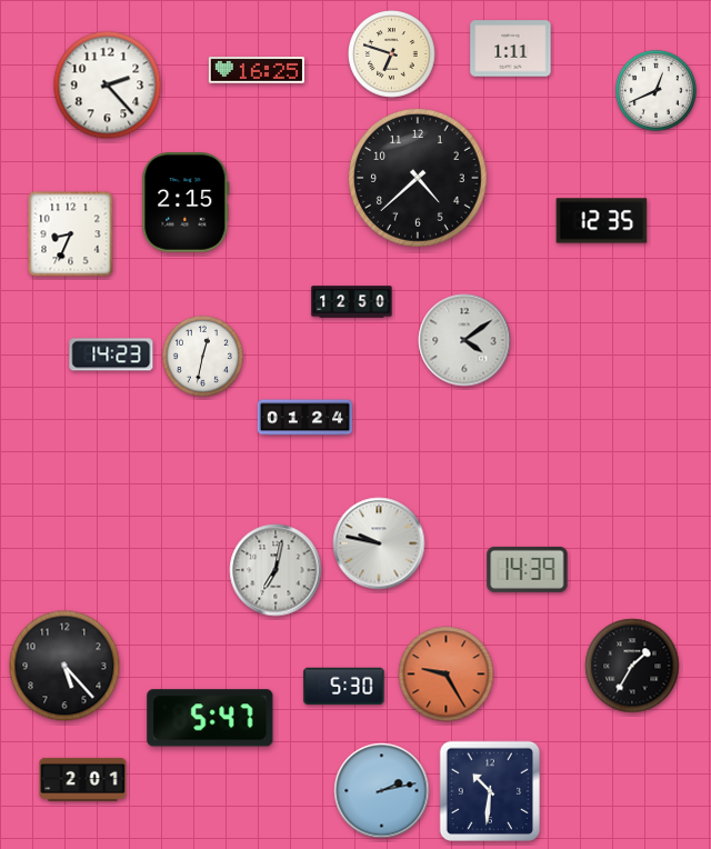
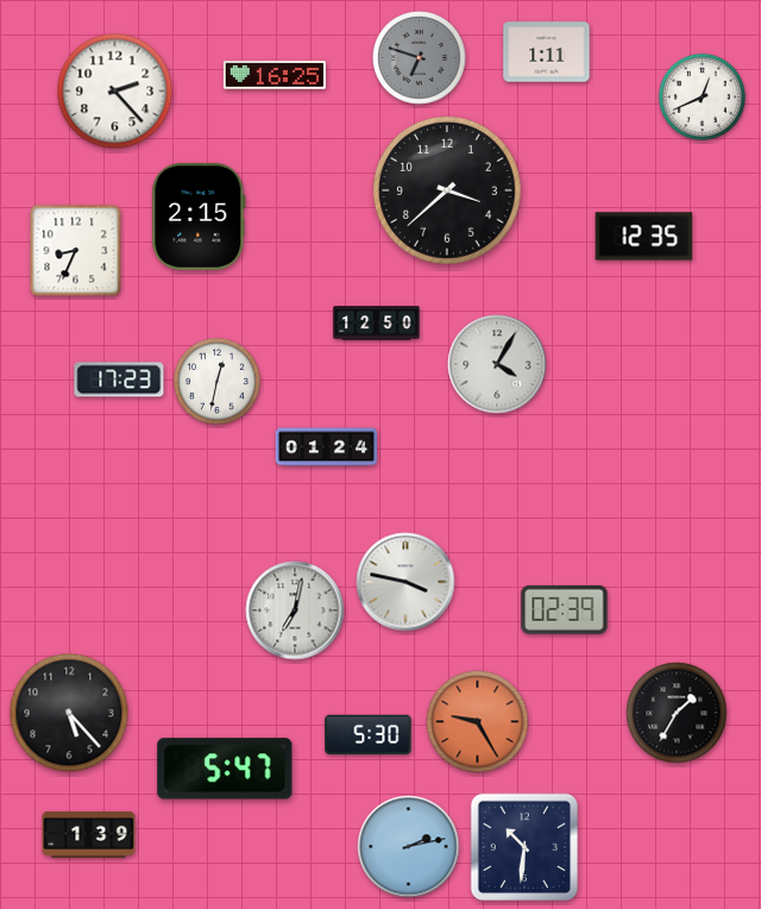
clock at (392, 54) dial: cream -> grey
clock at (418, 178): 4:38 -> 3:38
clock at (464, 340): 4:09 -> 4:05
clock at (111, 354): 14:23 -> 17:23
clock at (379, 543): 9:47 -> 3:47
clock at (528, 569): 14:39 -> 02:39
clock at (83, 779): 2:01 -> 1:39
